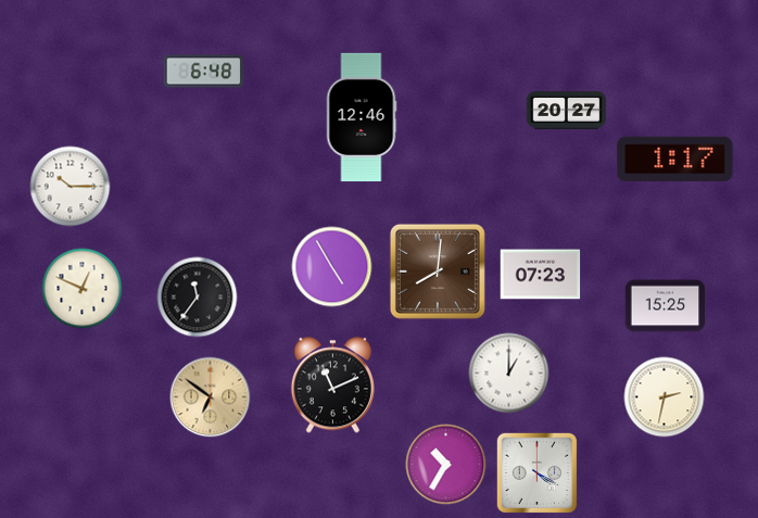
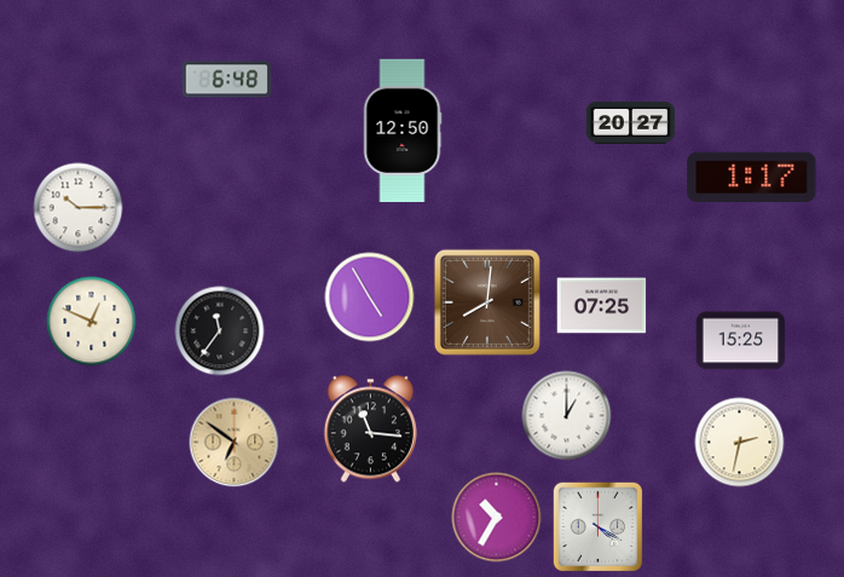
clock at (362, 117): 12:46 -> 12:50
clock at (541, 275): 07:23 -> 07:25
clock at (332, 386): 11:11 -> 11:16
